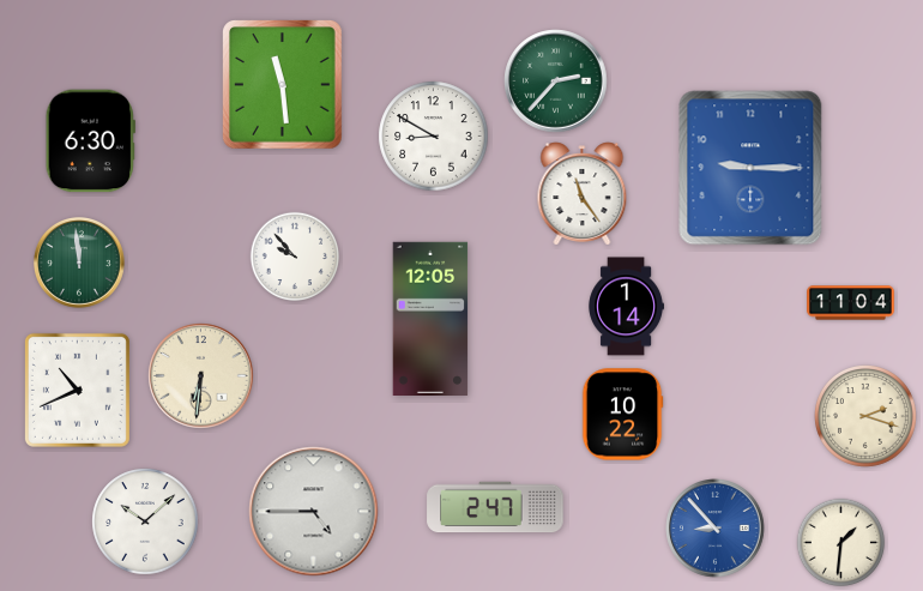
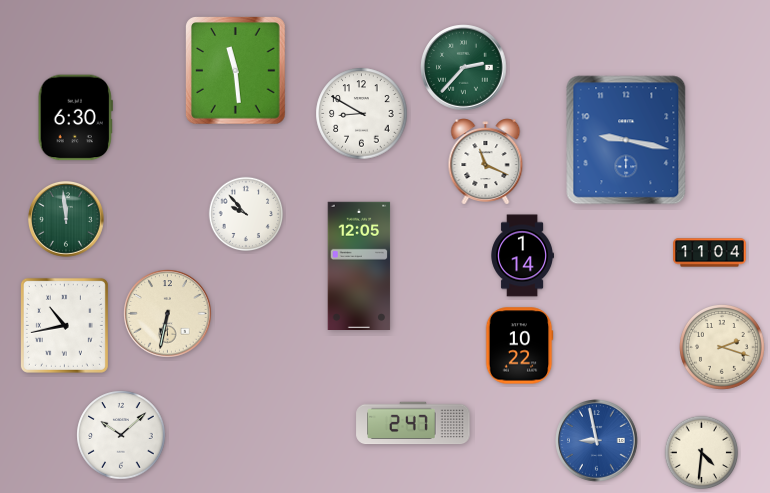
clock at (750, 168): 9:15 -> 9:17
clock at (583, 194): 11:24 -> 11:19
clock at (201, 376): 6:31 -> 6:32
clock at (77, 390): 10:41 -> 10:43
clock at (314, 512): 4:45 -> none
clock at (716, 529): 8:53 -> 8:58
clock at (841, 543): 1:31 -> 4:31
